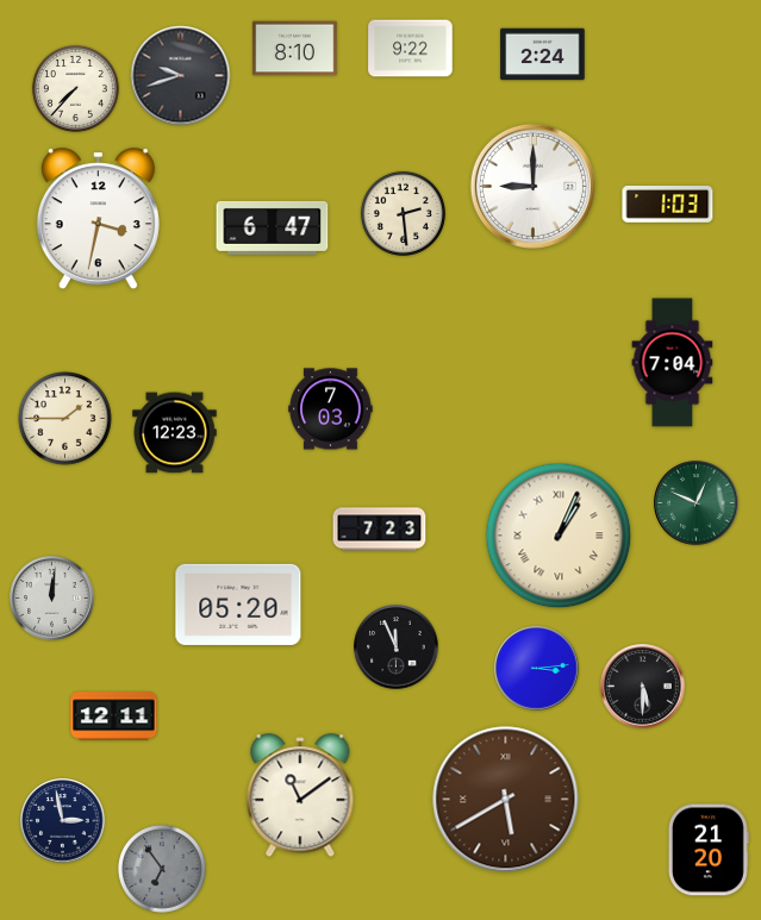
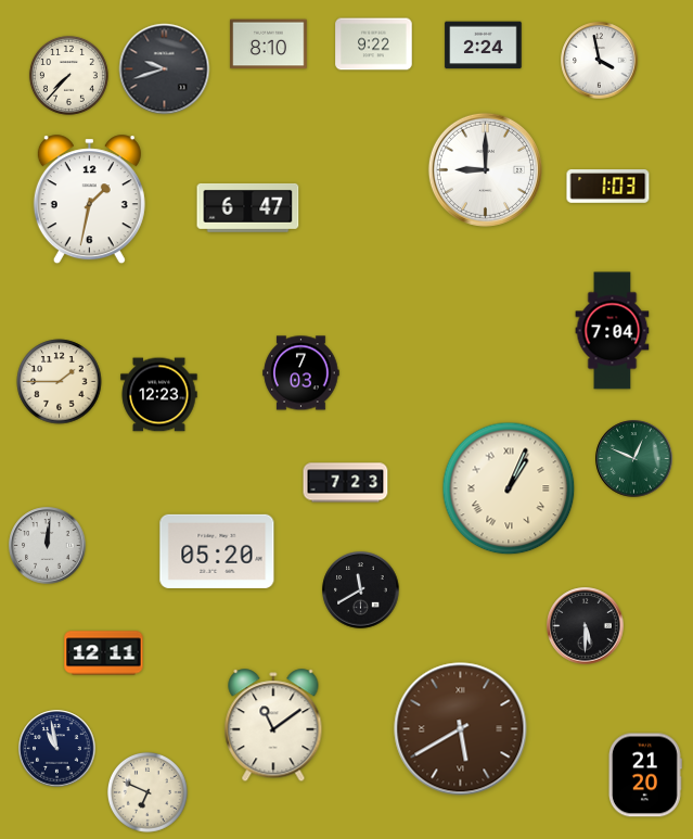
clock at (543, 55) position: (543, 55) -> (484, 46)
clock at (600, 61): none -> 3:58
clock at (75, 88) position: (75, 88) -> (68, 75)
clock at (403, 213): 2:29 -> none
clock at (98, 219): 3:32 -> 1:32
clock at (397, 647): 11:56 -> 11:40
clock at (537, 669): 3:14 -> none
clock at (63, 821): 2:58 -> 10:58
clock at (162, 869): 6:54 -> 6:49
clock at (162, 869) dial: grey -> cream
